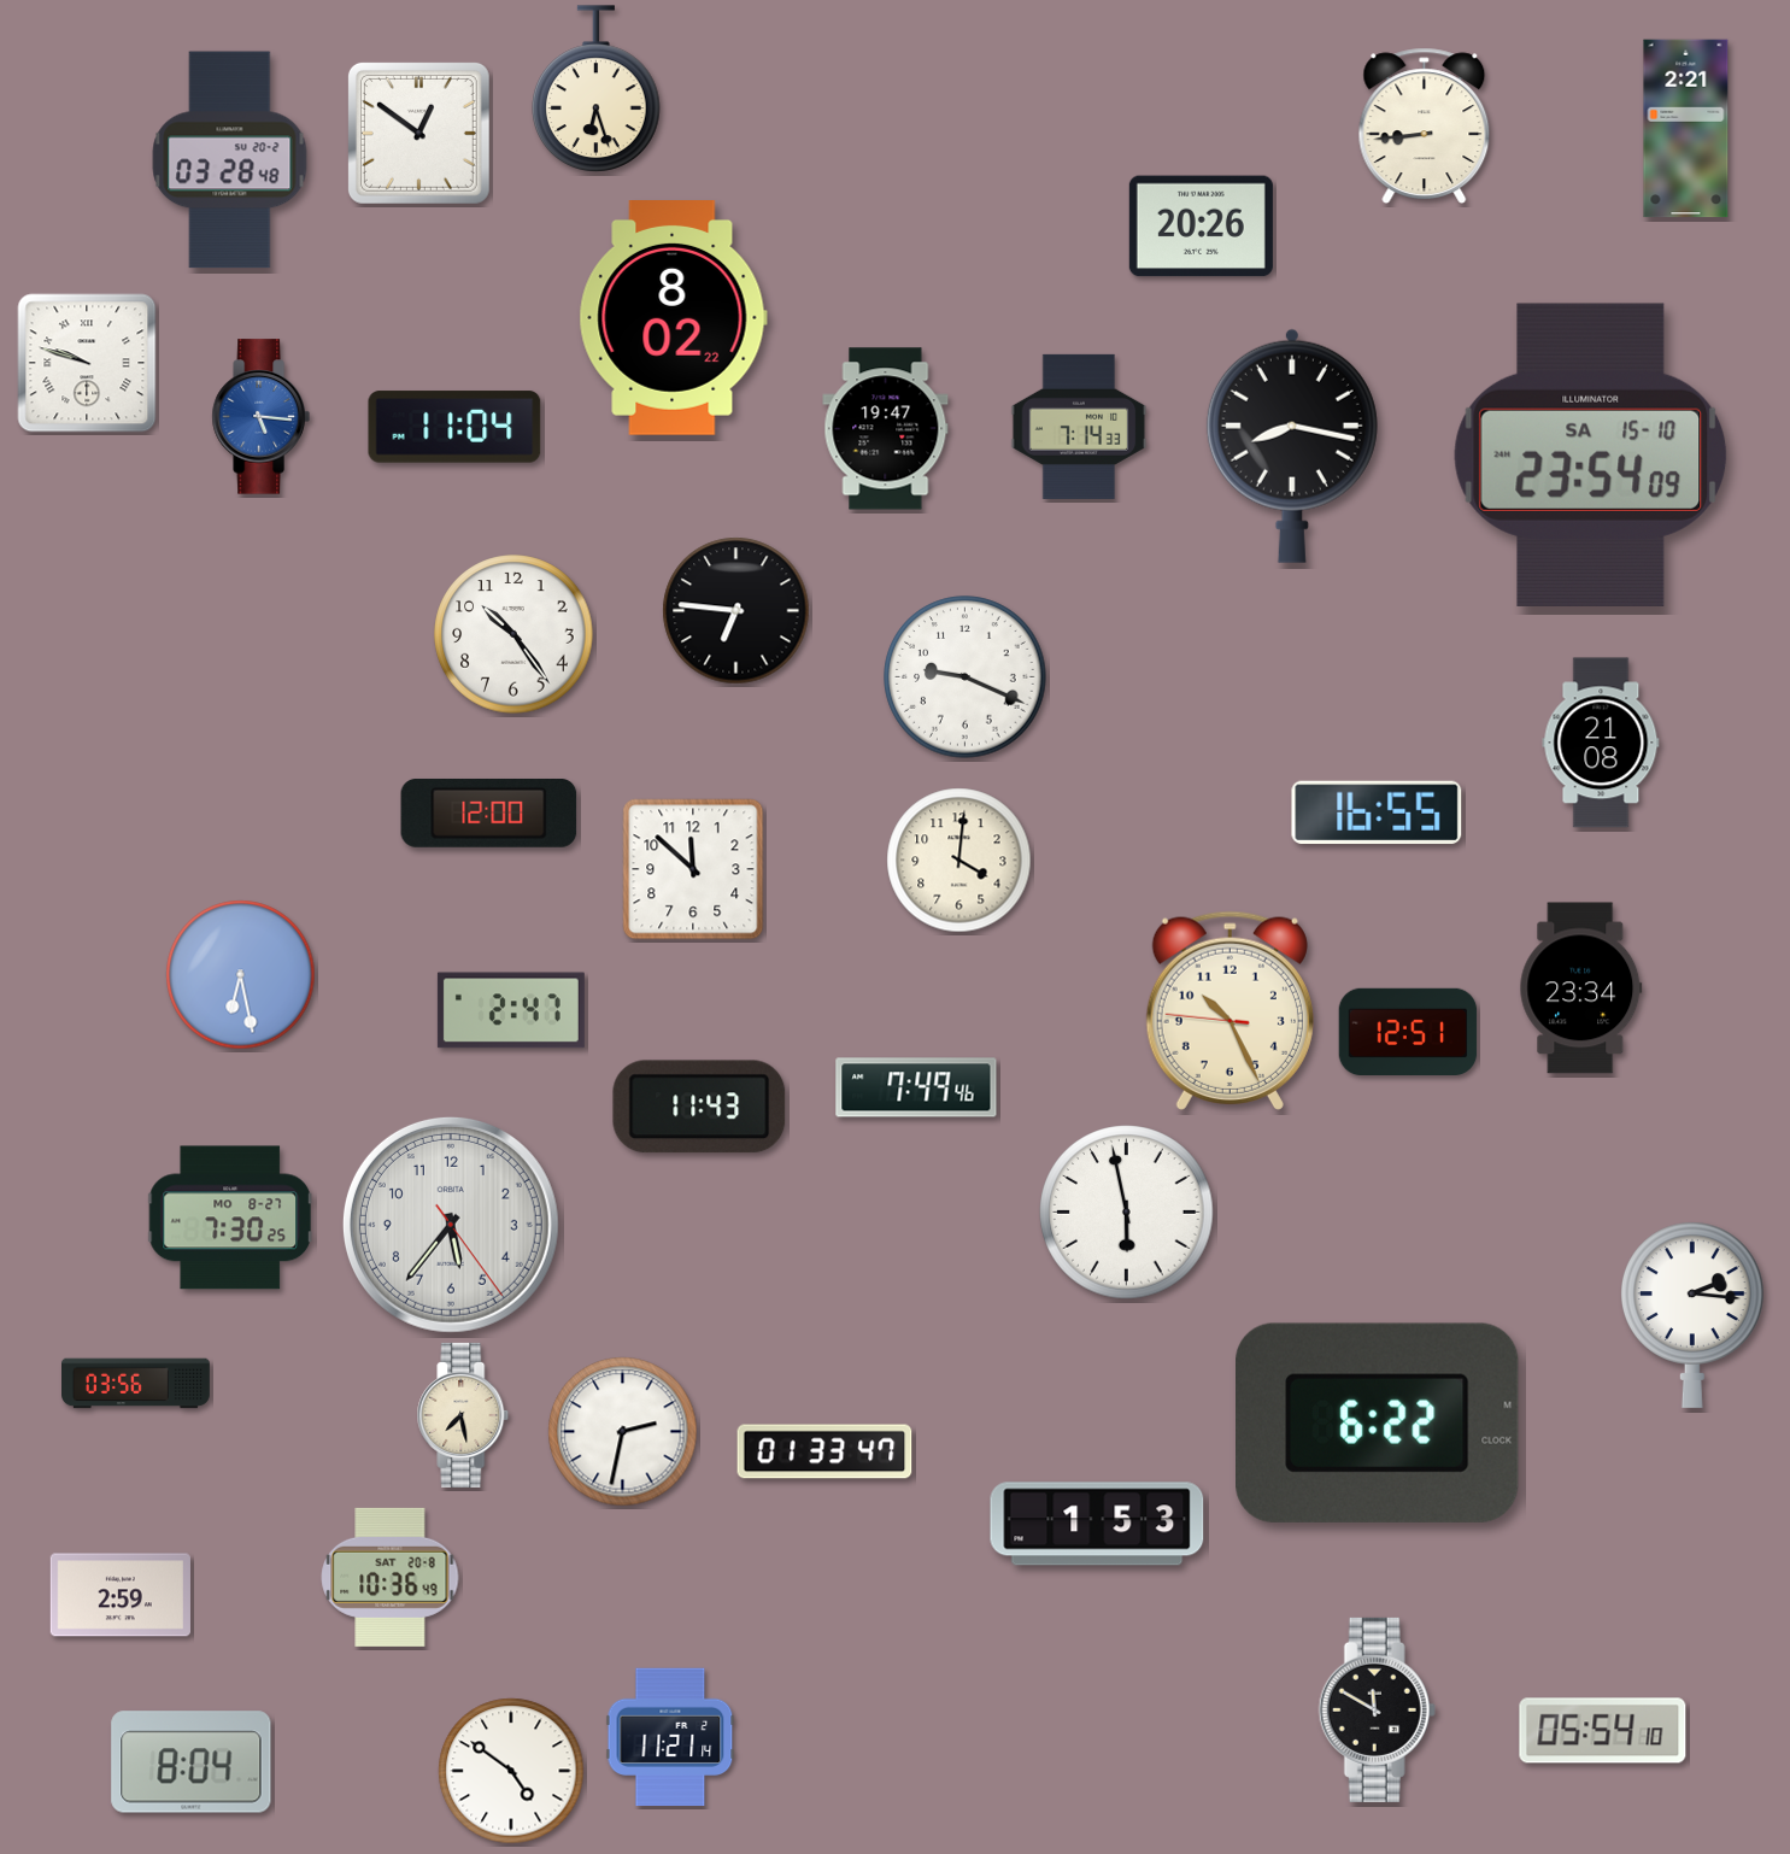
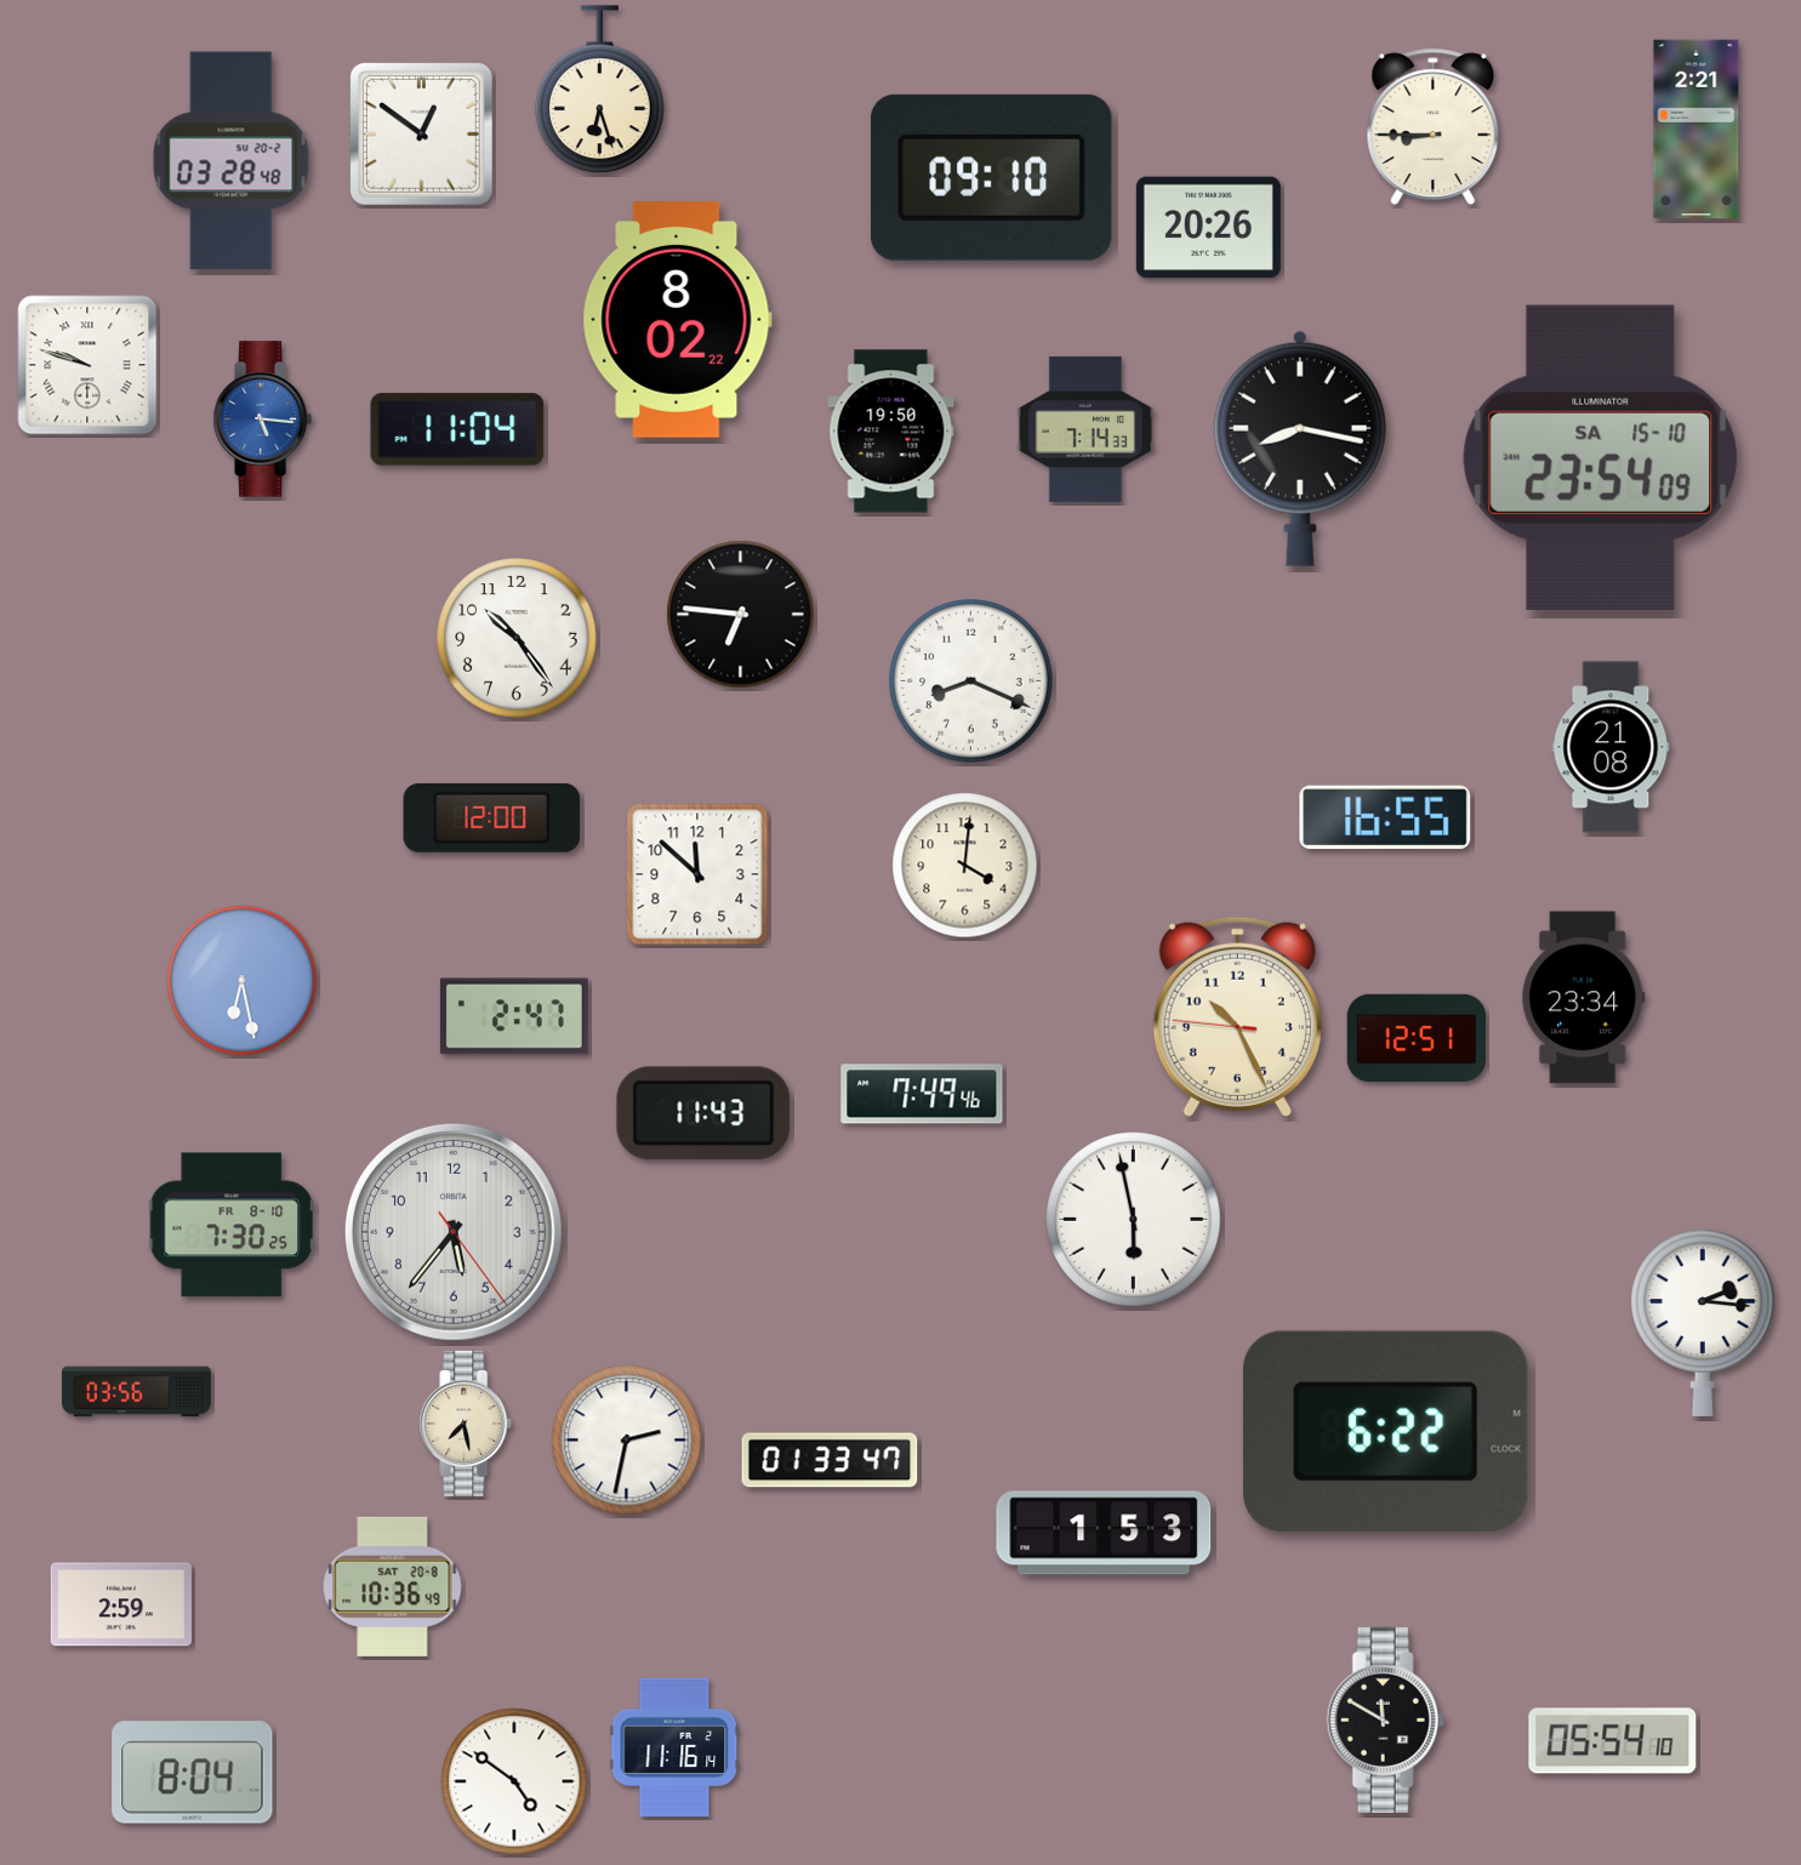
clock at (1425, 125): 8:44 -> 8:45
clock at (991, 177): none -> 09:10
clock at (886, 429): 19:47 -> 19:50
clock at (966, 677): 9:19 -> 8:19
clock at (1581, 988) position: (1581, 988) -> (1584, 998)
clock at (230, 1218) date: MO 8-27 -> FR 8-10
clock at (670, 1737): 11:21 -> 11:16
